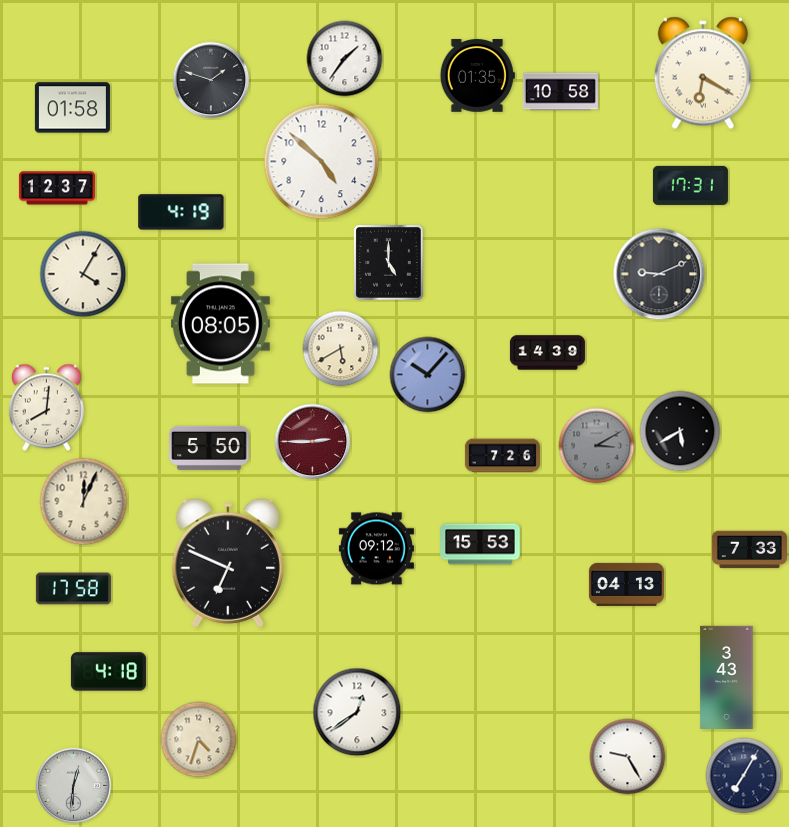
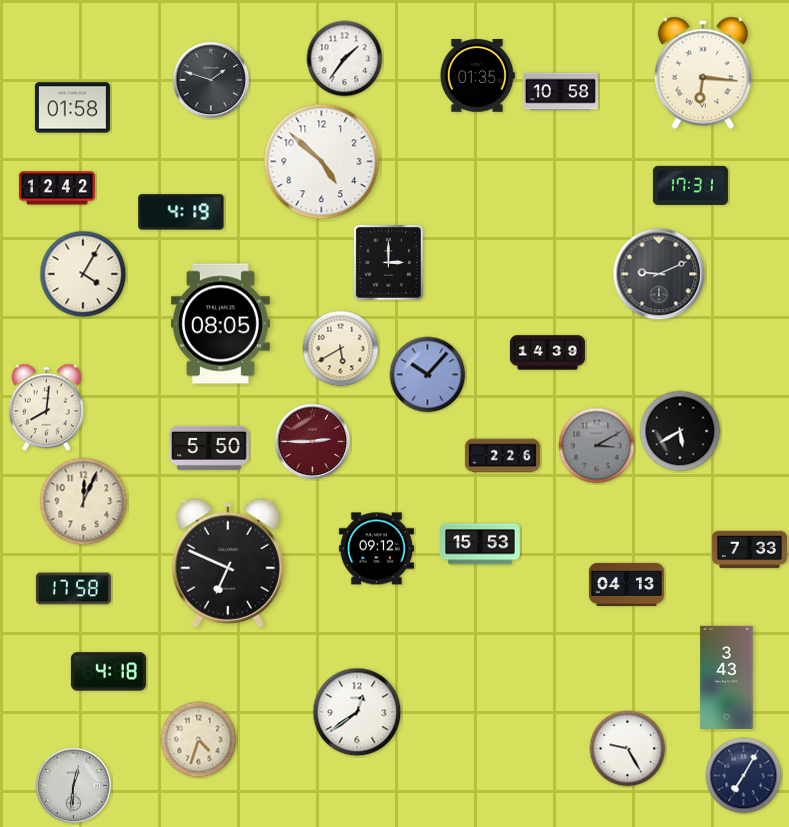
clock at (703, 73): 6:20 -> 6:16
clock at (57, 188): 12:37 -> 12:42
clock at (389, 263): 5:00 -> 3:00
clock at (502, 456): 7:26 -> 2:26
clock at (628, 757) position: (628, 757) -> (628, 749)
